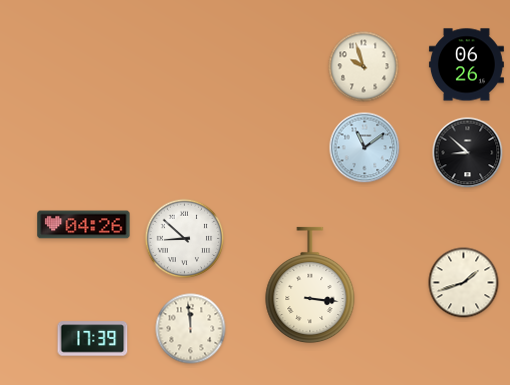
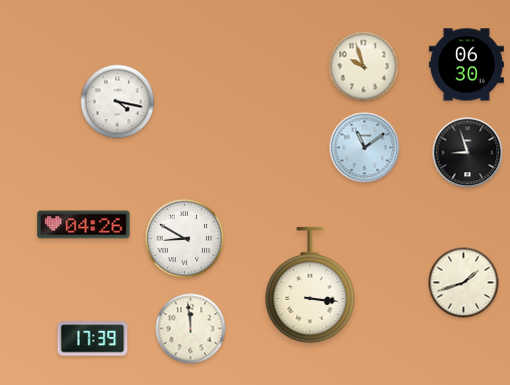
clock at (466, 65): 06:26 -> 06:30
clock at (118, 102): none -> 4:17
clock at (468, 153): 8:52 -> 8:57
clock at (185, 239): 8:52 -> 8:50
